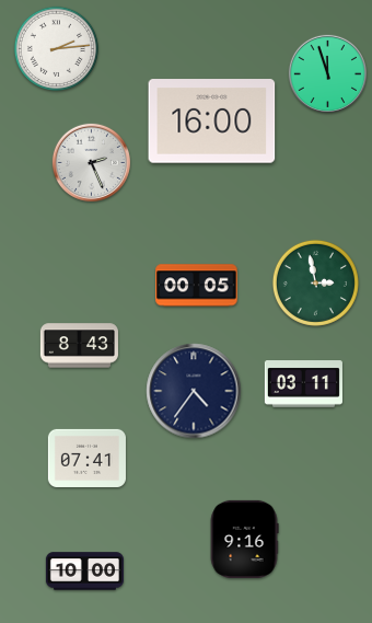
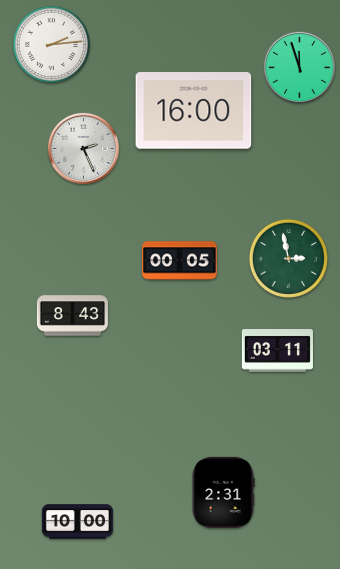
clock at (194, 391): 4:36 -> none
clock at (86, 458): 07:41 -> none
clock at (244, 539): 9:16 -> 2:31
